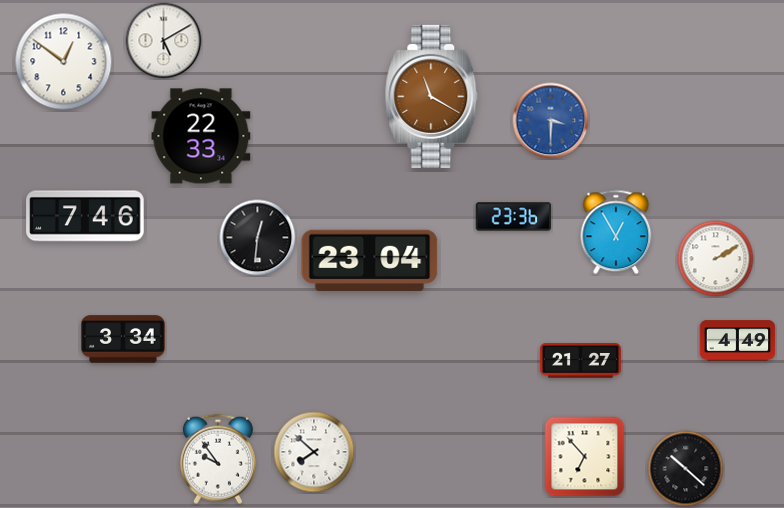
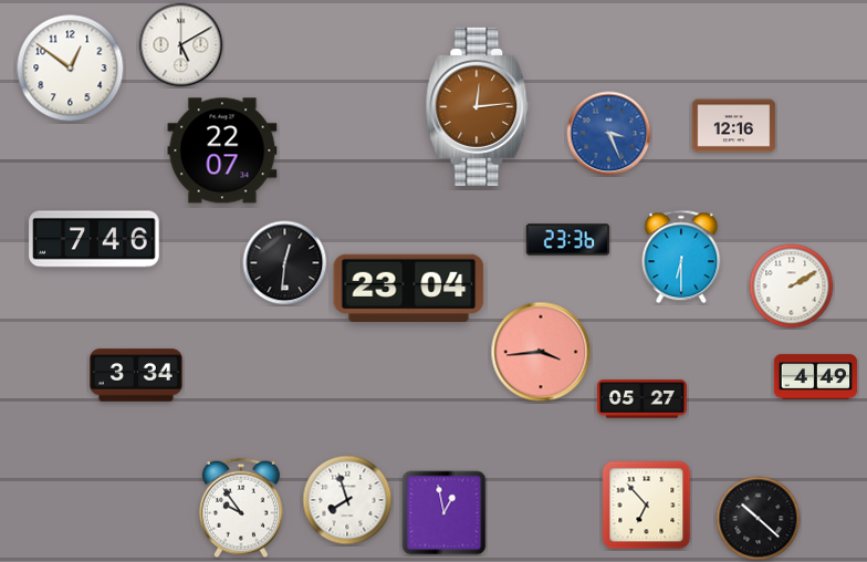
clock at (432, 96): 11:20 -> 12:14
clock at (734, 126): none -> 12:16
clock at (551, 121): 3:30 -> 3:26
clock at (201, 136): 22:33 -> 22:07
clock at (616, 232): 12:55 -> 6:30
clock at (541, 352): none -> 3:44
clock at (580, 361): 21:27 -> 05:27
clock at (314, 452): 7:52 -> 7:57
clock at (445, 513): none -> 12:58
